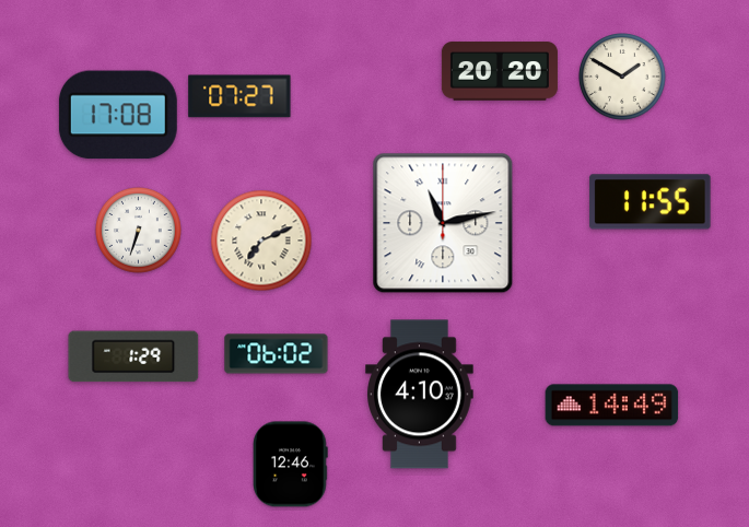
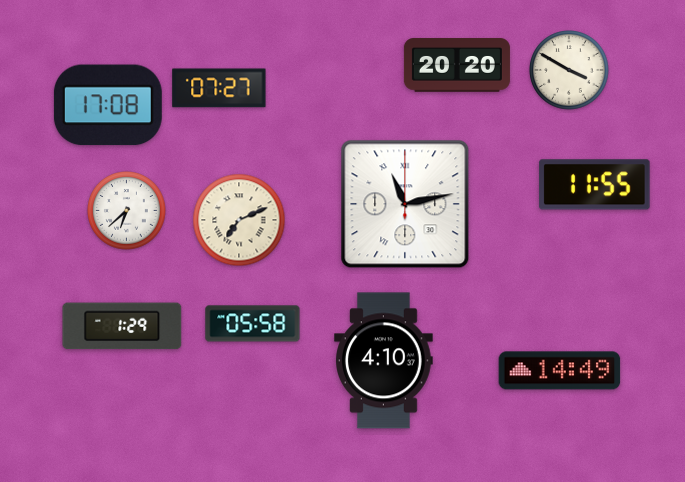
clock at (622, 77): 1:50 -> 3:50
clock at (139, 231): 6:33 -> 6:38
clock at (277, 354): 06:02 -> 05:58
clock at (291, 465): 12:46 -> none
